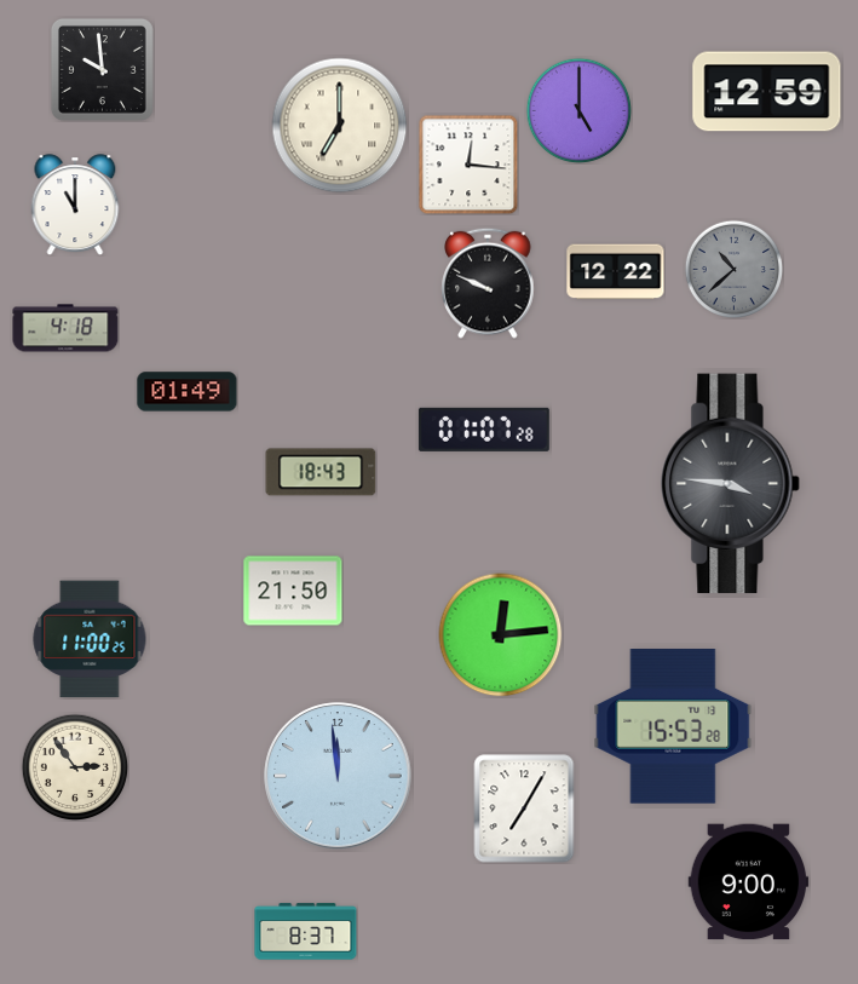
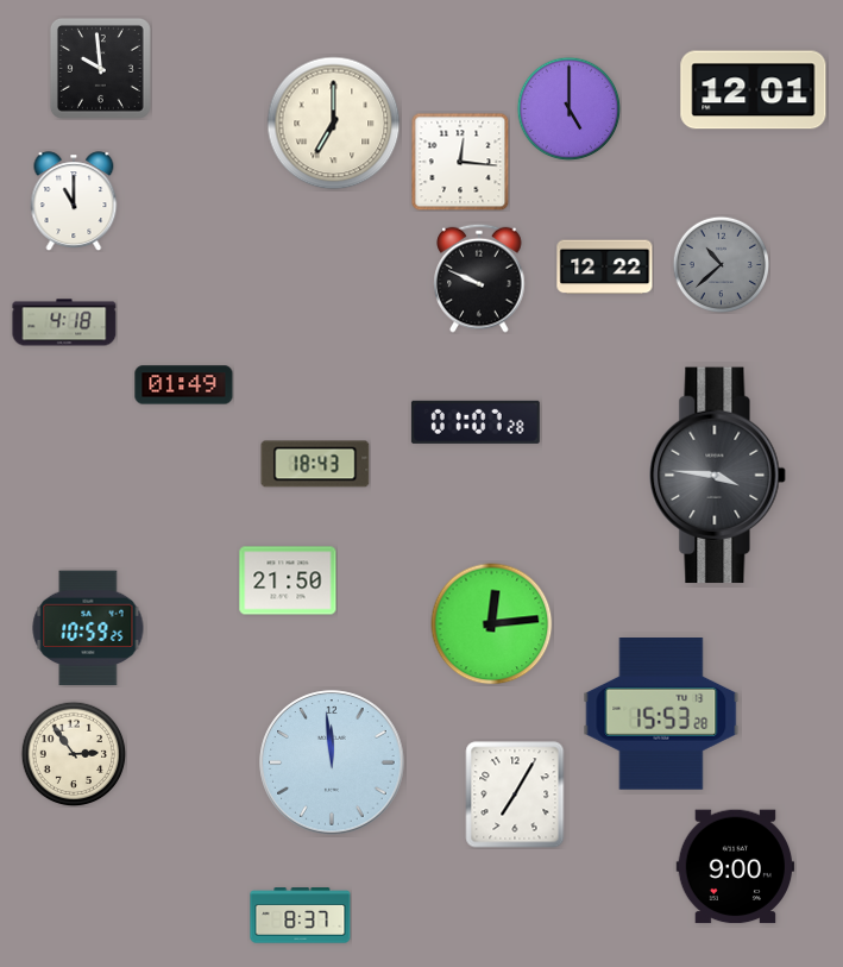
clock at (767, 92): 12:59 -> 12:01
clock at (90, 639): 11:00 -> 10:59
